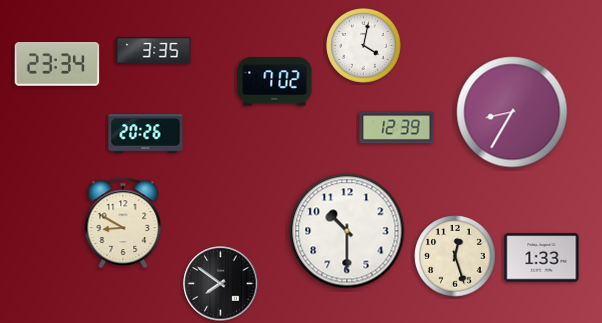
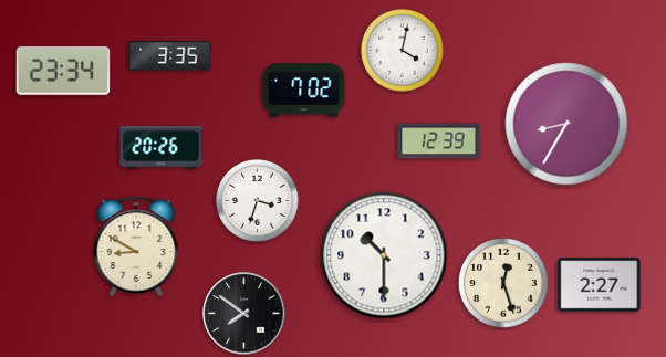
clock at (258, 201): none -> 3:33
clock at (542, 258): 1:33 -> 2:27
